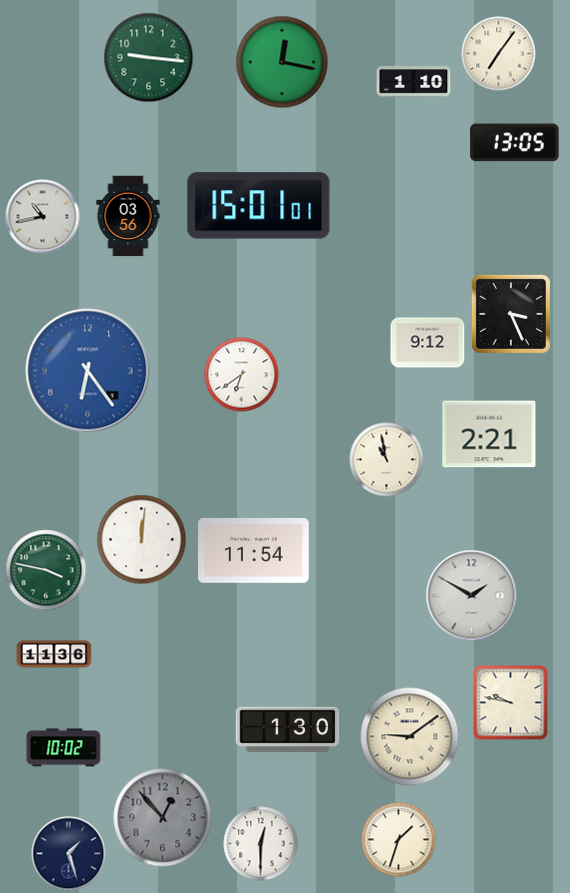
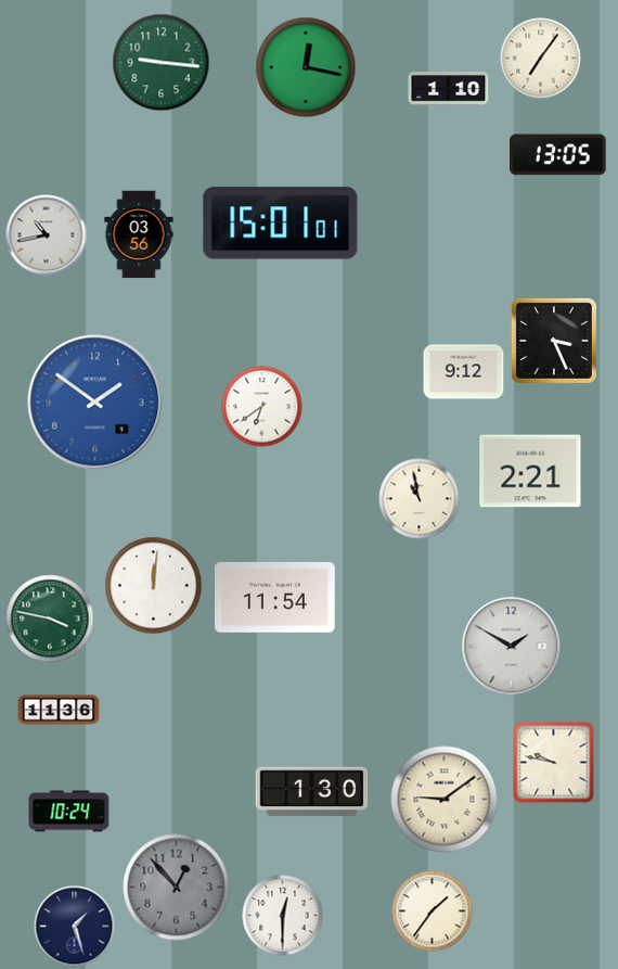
clock at (88, 371): 6:24 -> 1:51
clock at (64, 748): 10:02 -> 10:24
clock at (399, 840): 1:33 -> 1:36
